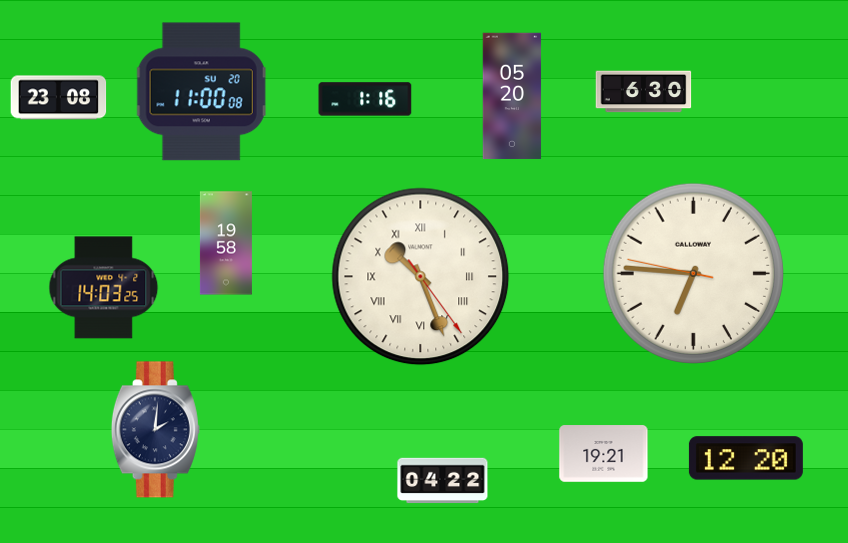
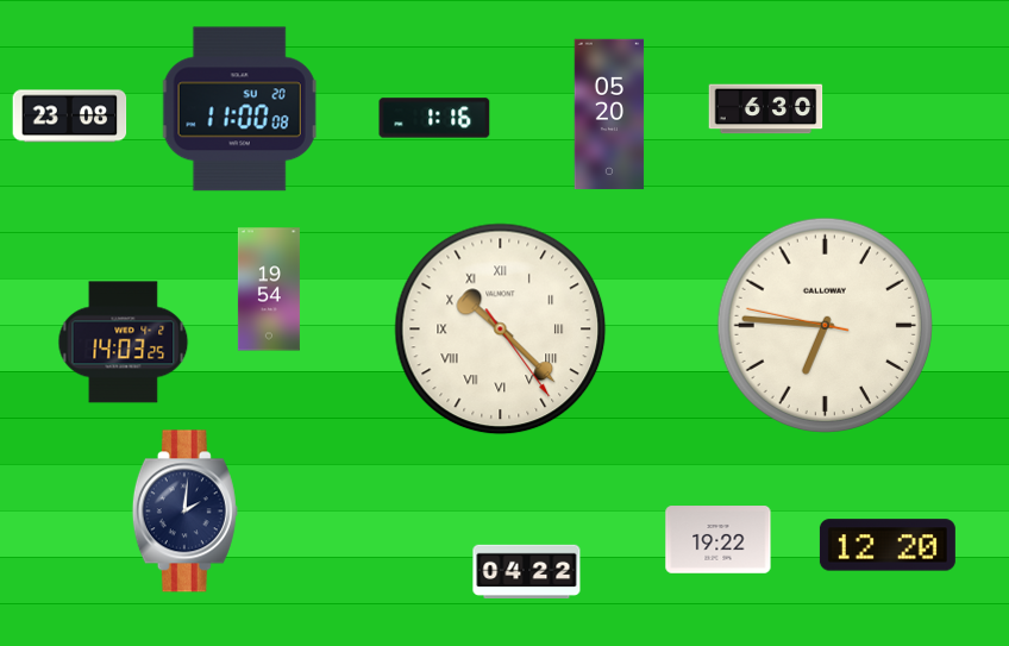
clock at (226, 243): 19:58 -> 19:54
clock at (421, 277): 10:26 -> 10:22
clock at (604, 454): 19:21 -> 19:22
